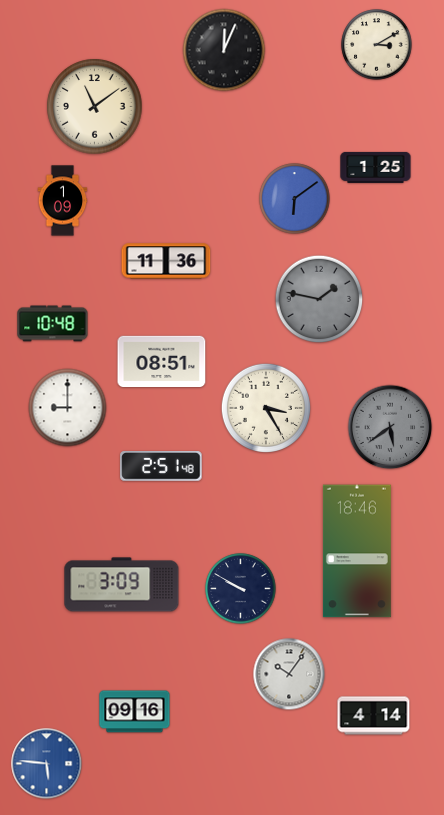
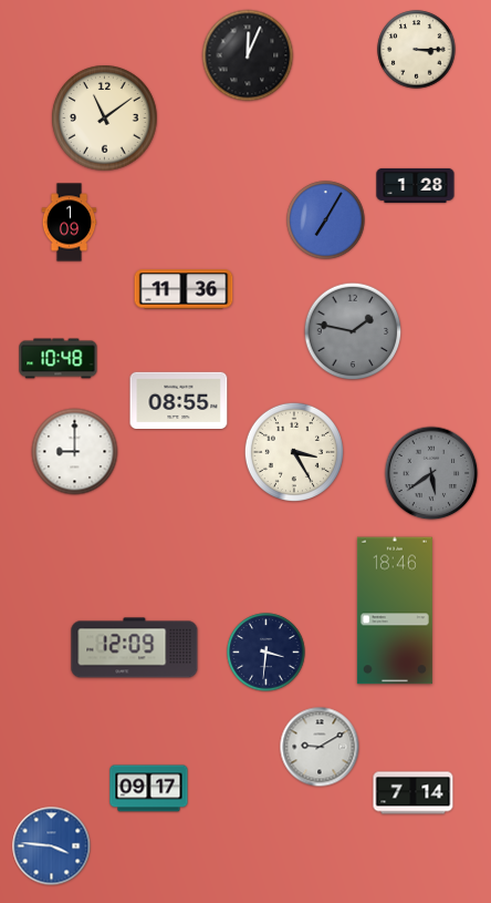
clock at (377, 45): 3:10 -> 3:15
clock at (376, 167): 1:25 -> 1:28
clock at (295, 199): 6:09 -> 7:05
clock at (162, 361): 08:51 -> 08:55
clock at (161, 467): 2:51 -> none
clock at (122, 585): 3:09 -> 12:09
clock at (241, 589): 9:50 -> 3:31
clock at (289, 674): 10:06 -> 9:10
clock at (135, 712): 09:16 -> 09:17
clock at (374, 716): 4:14 -> 7:14
clock at (47, 764): 5:46 -> 3:46
